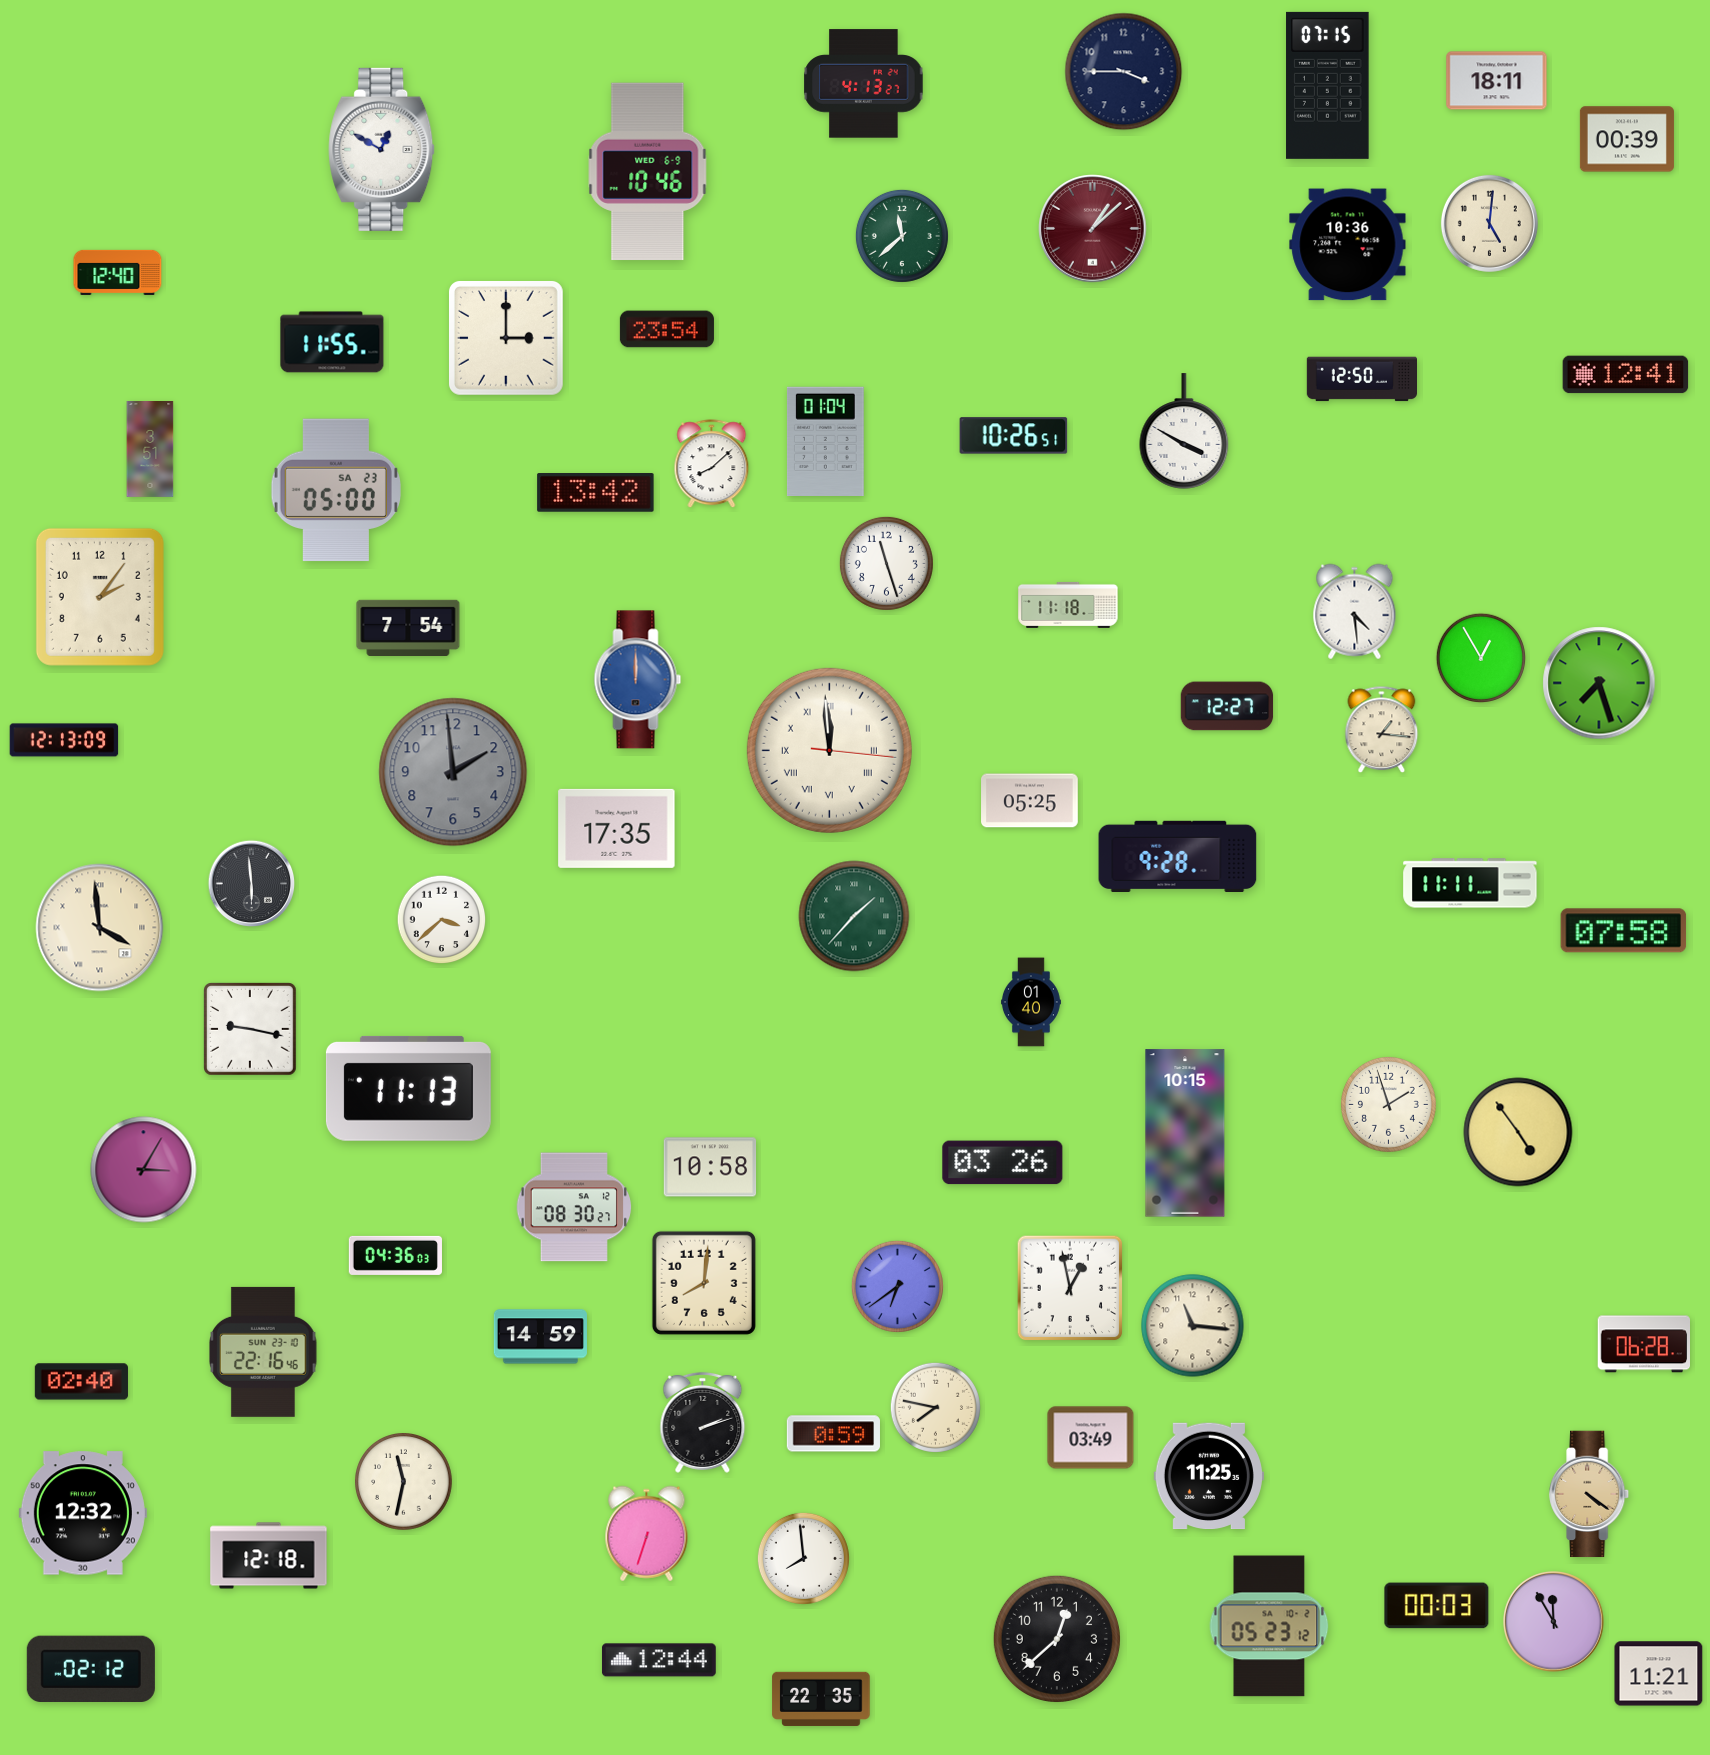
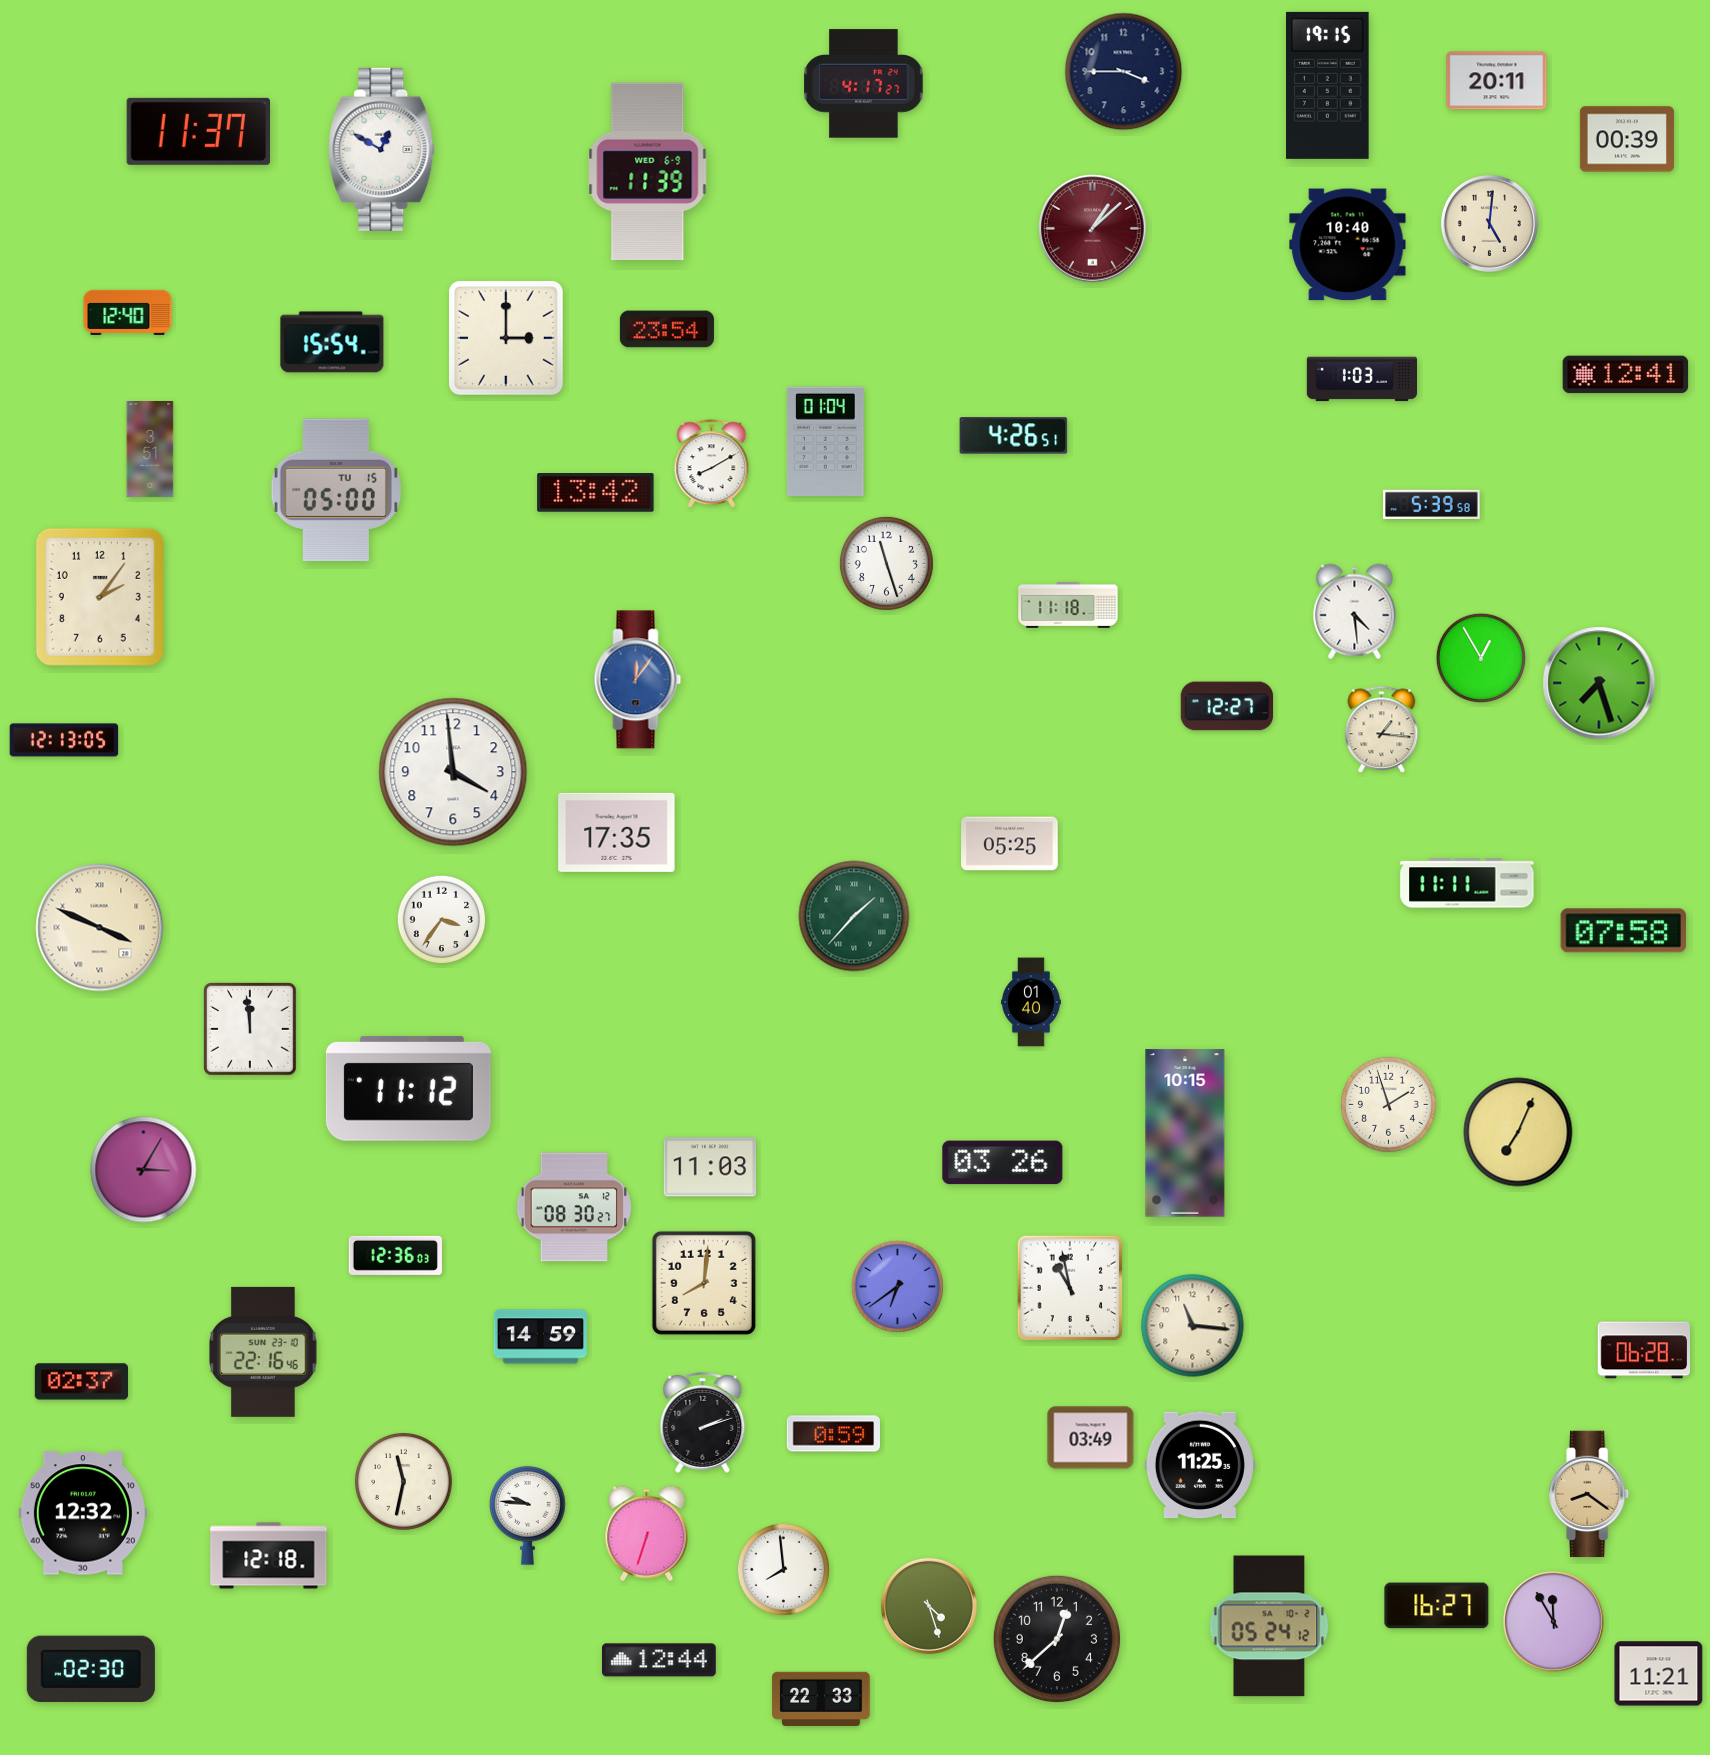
clock at (1497, 81): 18:11 -> 20:11
clock at (864, 84): 4:13 -> 4:17
clock at (1328, 85): 07:15 -> 19:15
clock at (198, 131): none -> 11:37
clock at (648, 172): 10:46 -> 11:39
clock at (902, 236): 11:38 -> none
clock at (1348, 245): 10:36 -> 10:40
clock at (118, 272) position: (118, 272) -> (128, 312)
clock at (332, 342): 11:55 -> 15:54
clock at (1361, 379): 12:50 -> 1:03
clock at (1184, 431): 3:50 -> none
clock at (1014, 436): 10:26 -> 4:26
clock at (712, 464): 8:08 -> 8:10
clock at (336, 490) date: SA 23 -> TU 15
clock at (1432, 504): none -> 5:39
clock at (408, 627): 7:54 -> none
clock at (638, 680): 12:00 -> 12:06
clock at (64, 740): 12:13:09 -> 12:13:05
clock at (829, 750): 11:59 -> none
clock at (453, 772): 1:59 -> 3:59
clock at (453, 772) dial: grey -> white
clock at (1030, 801) position: (1030, 801) -> (1010, 844)
clock at (617, 828) position: (617, 828) -> (617, 832)
clock at (1178, 856): 9:28 -> none
clock at (1470, 883) position: (1470, 883) -> (1467, 883)
clock at (252, 884): 5:59 -> none
clock at (442, 920): 3:38 -> 3:36
clock at (100, 928): 3:59 -> 3:49
clock at (251, 1030): 9:17 -> 11:59
clock at (408, 1088): 11:13 -> 11:12
clock at (1518, 1132): 4:54 -> 7:04
clock at (710, 1167): 10:58 -> 11:03
clock at (395, 1255): 04:36 -> 12:36
clock at (1070, 1288): 12:58 -> 10:58
clock at (1643, 1344) position: (1643, 1344) -> (1643, 1350)
clock at (81, 1382): 02:40 -> 02:37
clock at (935, 1407): 7:47 -> none
clock at (1209, 1476) position: (1209, 1476) -> (1200, 1465)
clock at (1590, 1494): 4:21 -> 8:21
clock at (528, 1515): none -> 9:46
clock at (803, 1558) position: (803, 1558) -> (783, 1569)
clock at (929, 1606): none -> 4:27
clock at (1437, 1606): 00:03 -> 16:27
clock at (1269, 1626): 05:23 -> 05:24
clock at (91, 1668): 02:12 -> 02:30
clock at (821, 1698): 22:35 -> 22:33
